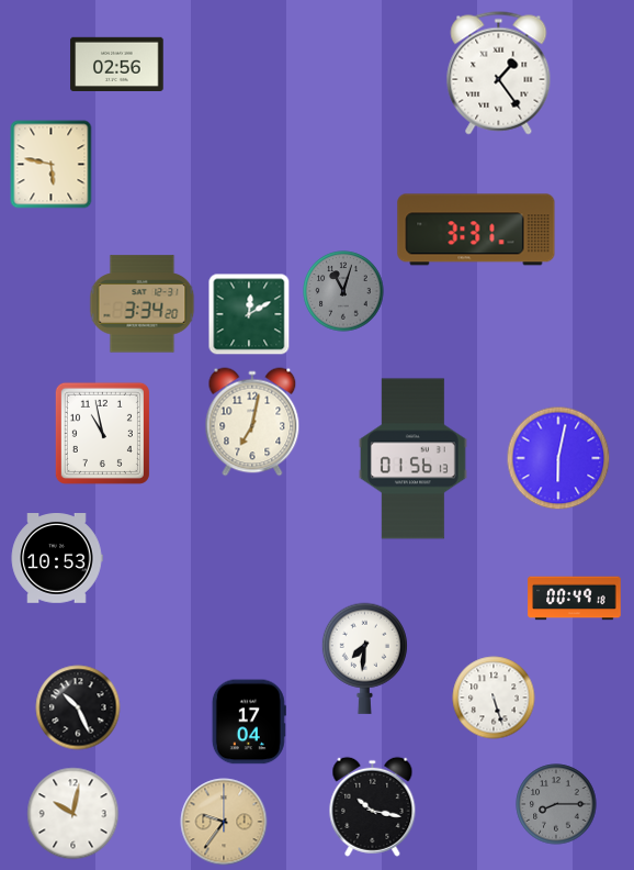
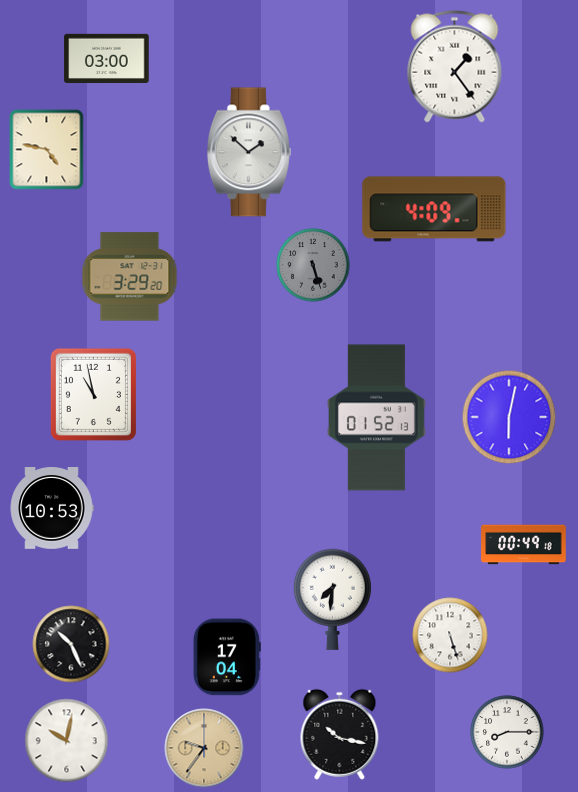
clock at (117, 64): 02:56 -> 03:00
clock at (52, 165): 5:47 -> 4:47
clock at (249, 152): none -> 1:52
clock at (476, 230): 3:31 -> 4:09
clock at (343, 291): 11:03 -> 5:27
clock at (143, 304): 3:34 -> 3:29
clock at (249, 314): 12:10 -> none
clock at (252, 422): 7:02 -> none
clock at (414, 459): 01:56 -> 01:52
clock at (556, 804) dial: grey -> white
